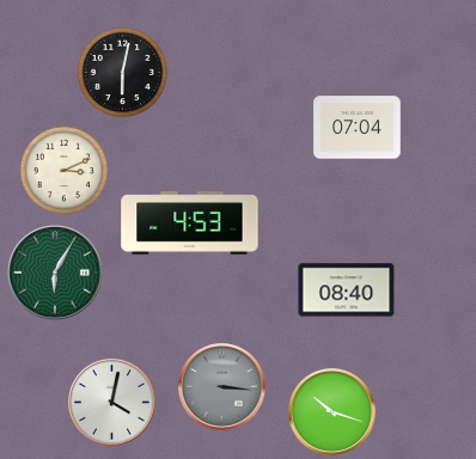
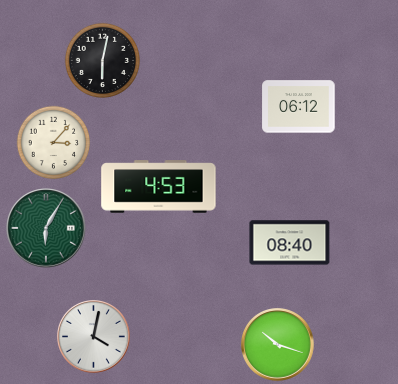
clock at (358, 128): 07:04 -> 06:12
clock at (65, 171): 3:11 -> 3:07
clock at (222, 387): 3:16 -> none
